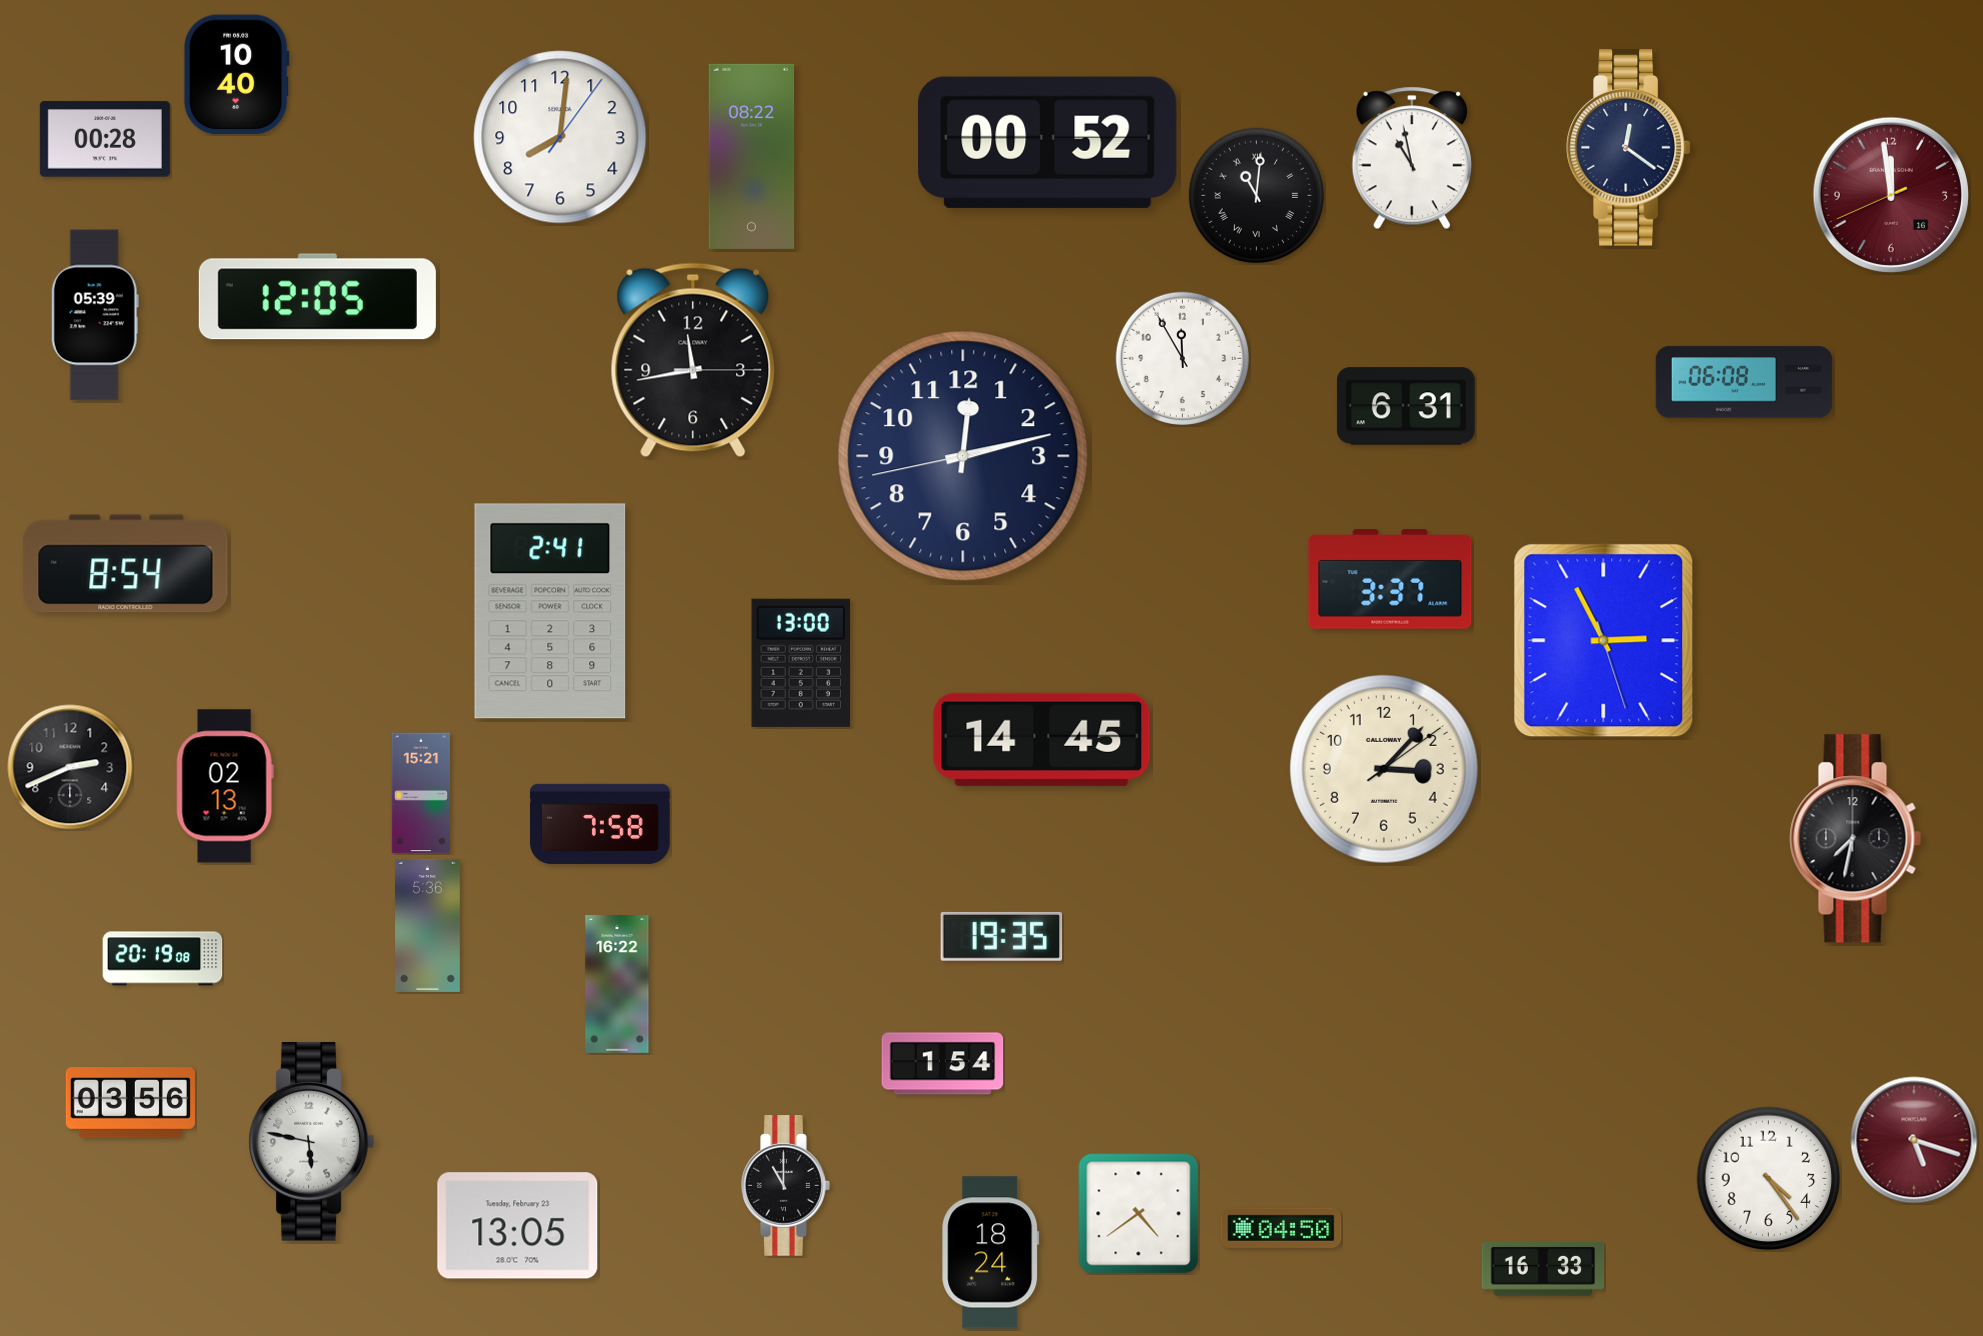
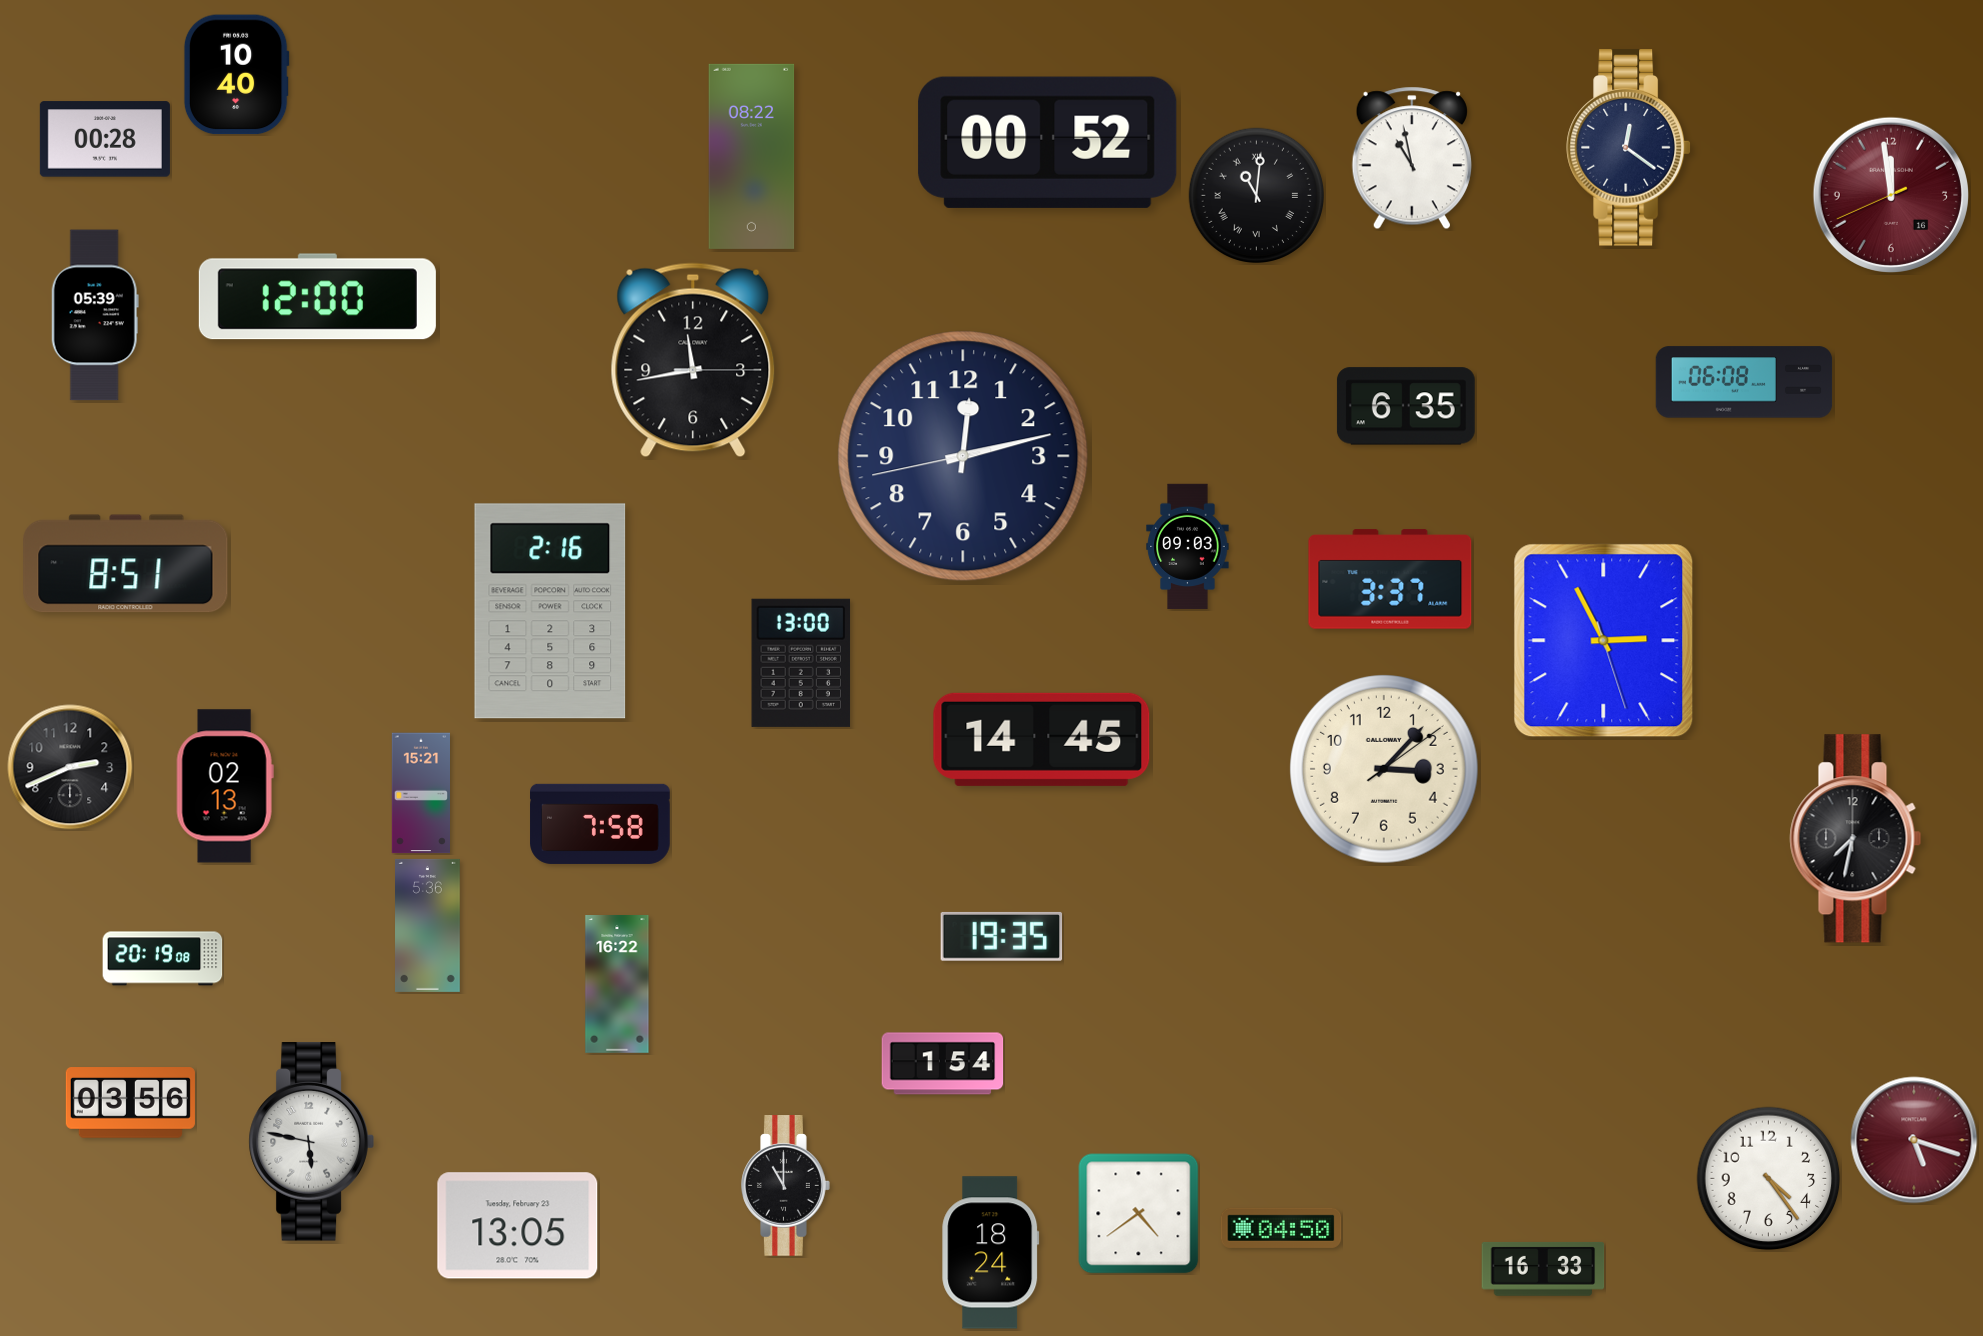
clock at (560, 137): 8:01 -> none
clock at (317, 297): 12:05 -> 12:00
clock at (1182, 358): 11:55 -> none
clock at (1406, 406): 6:31 -> 6:35
clock at (1188, 547): none -> 09:03
clock at (126, 564): 8:54 -> 8:51
clock at (550, 611): 2:41 -> 2:16
